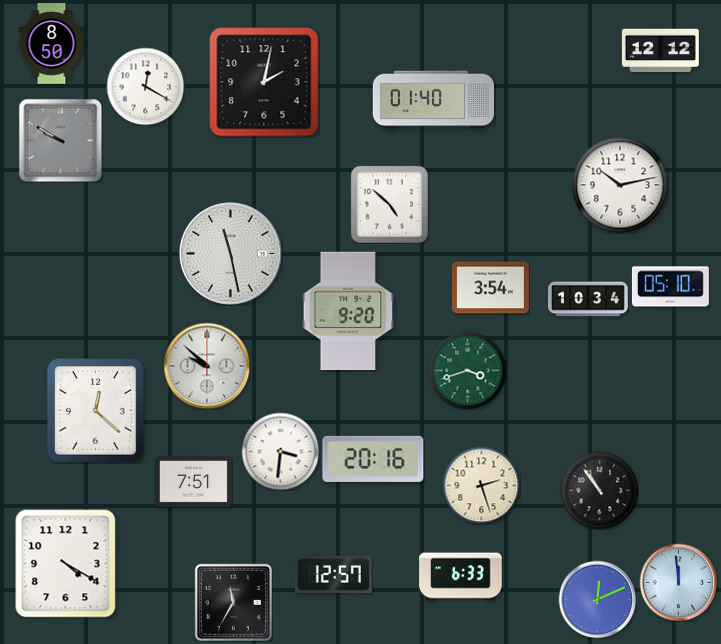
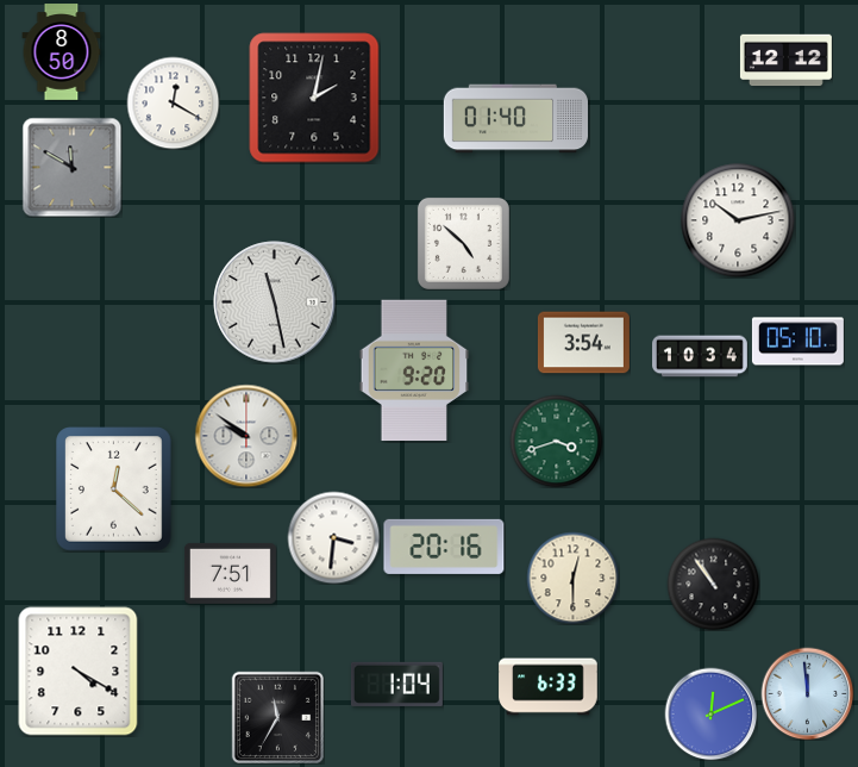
clock at (60, 140): 9:50 -> 11:50
clock at (207, 366): 9:52 -> 9:51
clock at (481, 485): 2:27 -> 12:30
clock at (333, 574): 12:57 -> 1:04
